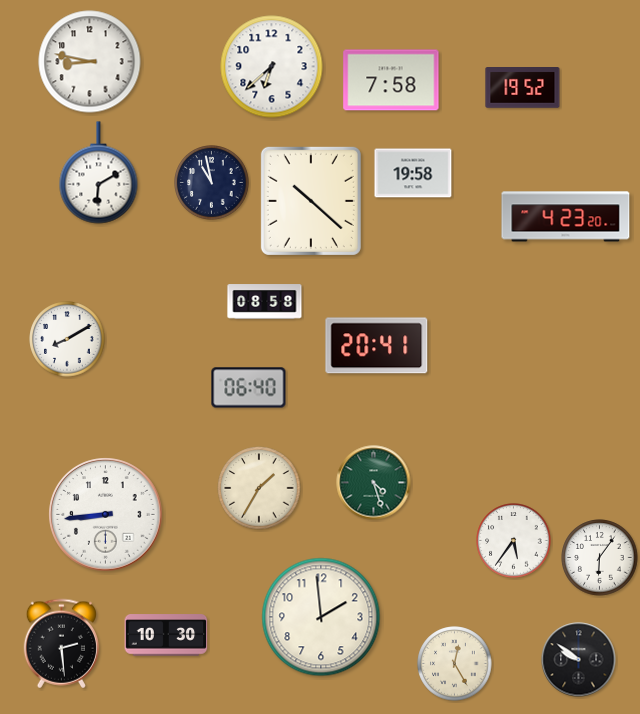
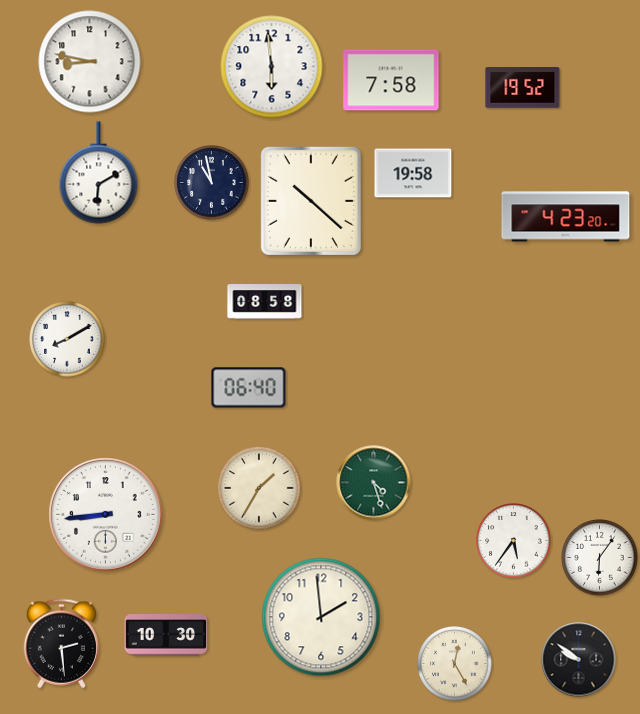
clock at (272, 67): 6:38 -> 5:59
clock at (377, 346): 20:41 -> none
